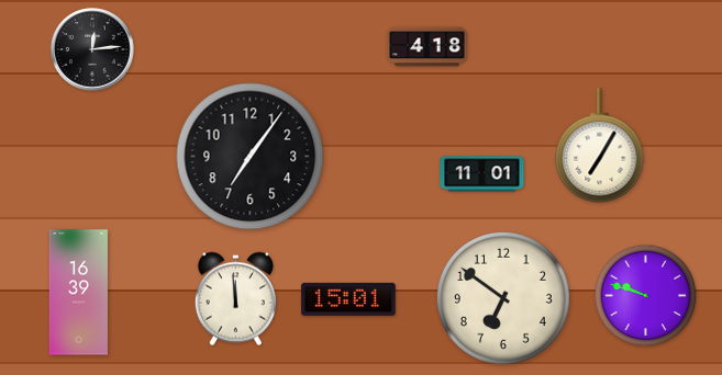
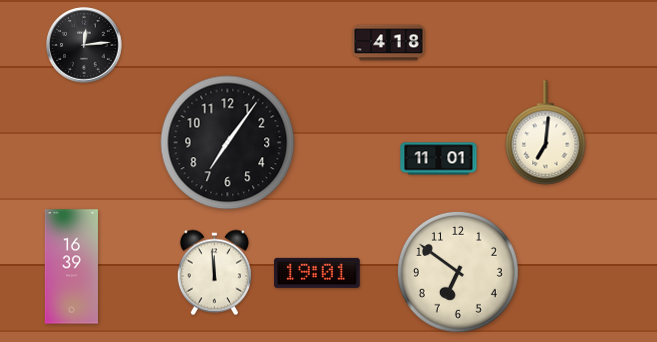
clock at (600, 146): 7:05 -> 7:01
clock at (646, 296): 9:48 -> none
clock at (348, 299): 15:01 -> 19:01
